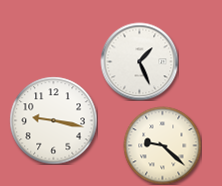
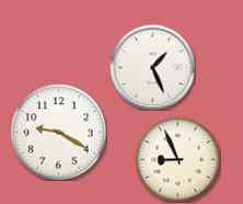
clock at (53, 120): 9:17 -> 9:20
clock at (162, 145): 9:22 -> 8:56
